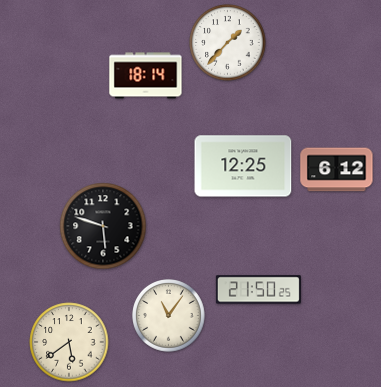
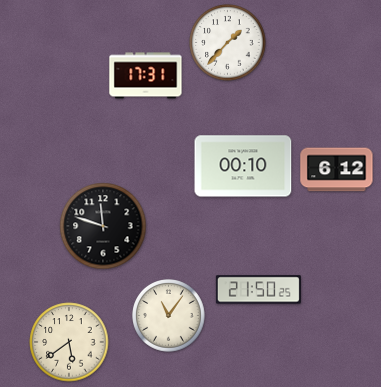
clock at (146, 76): 18:14 -> 17:31
clock at (243, 166): 12:25 -> 00:10
clock at (103, 226): 5:48 -> 11:48
